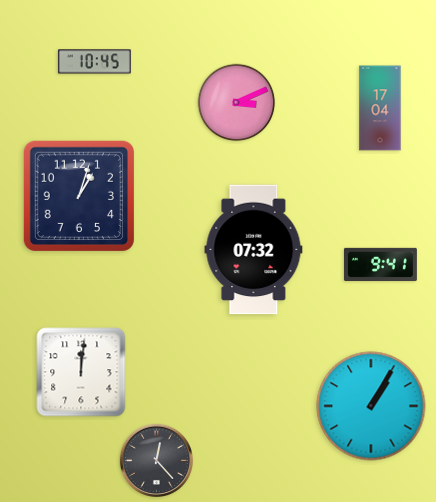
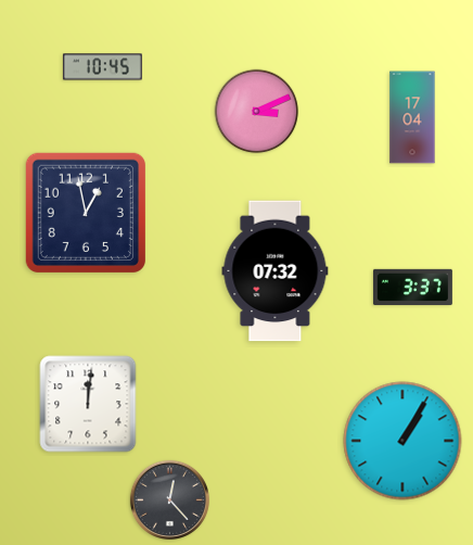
clock at (79, 196): 1:03 -> 12:58
clock at (380, 264): 9:41 -> 3:37
